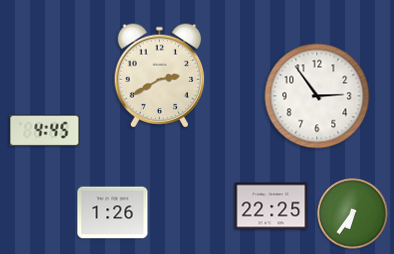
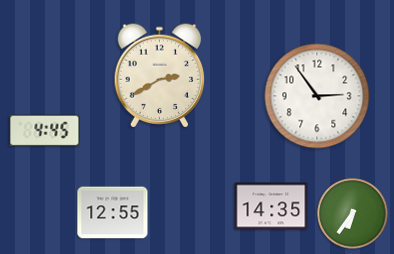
clock at (271, 206): 22:25 -> 14:35
clock at (113, 213): 1:26 -> 12:55
